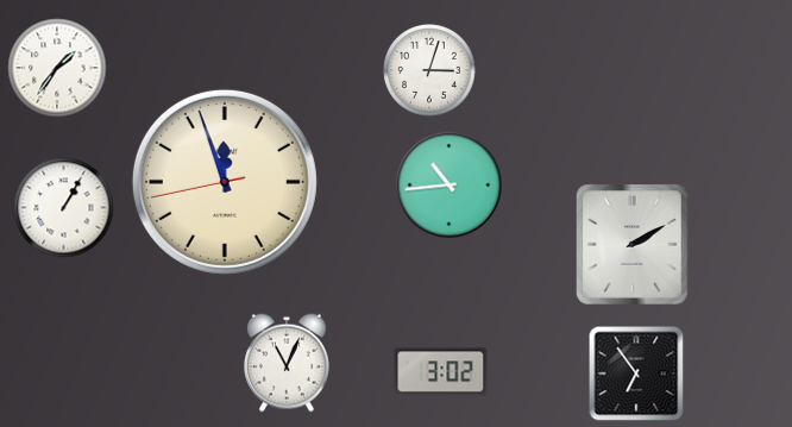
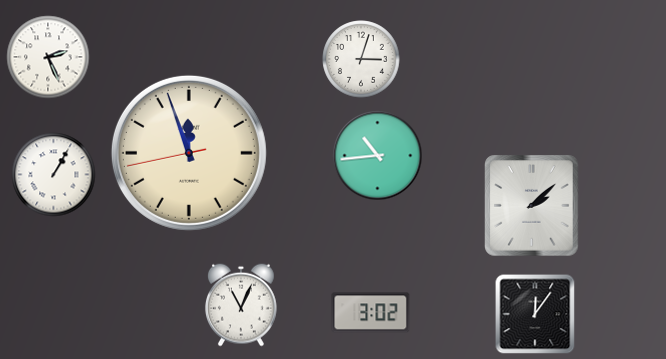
clock at (57, 68): 1:36 -> 2:26
clock at (633, 245): 2:10 -> 2:08
clock at (636, 373): 6:54 -> 12:06
